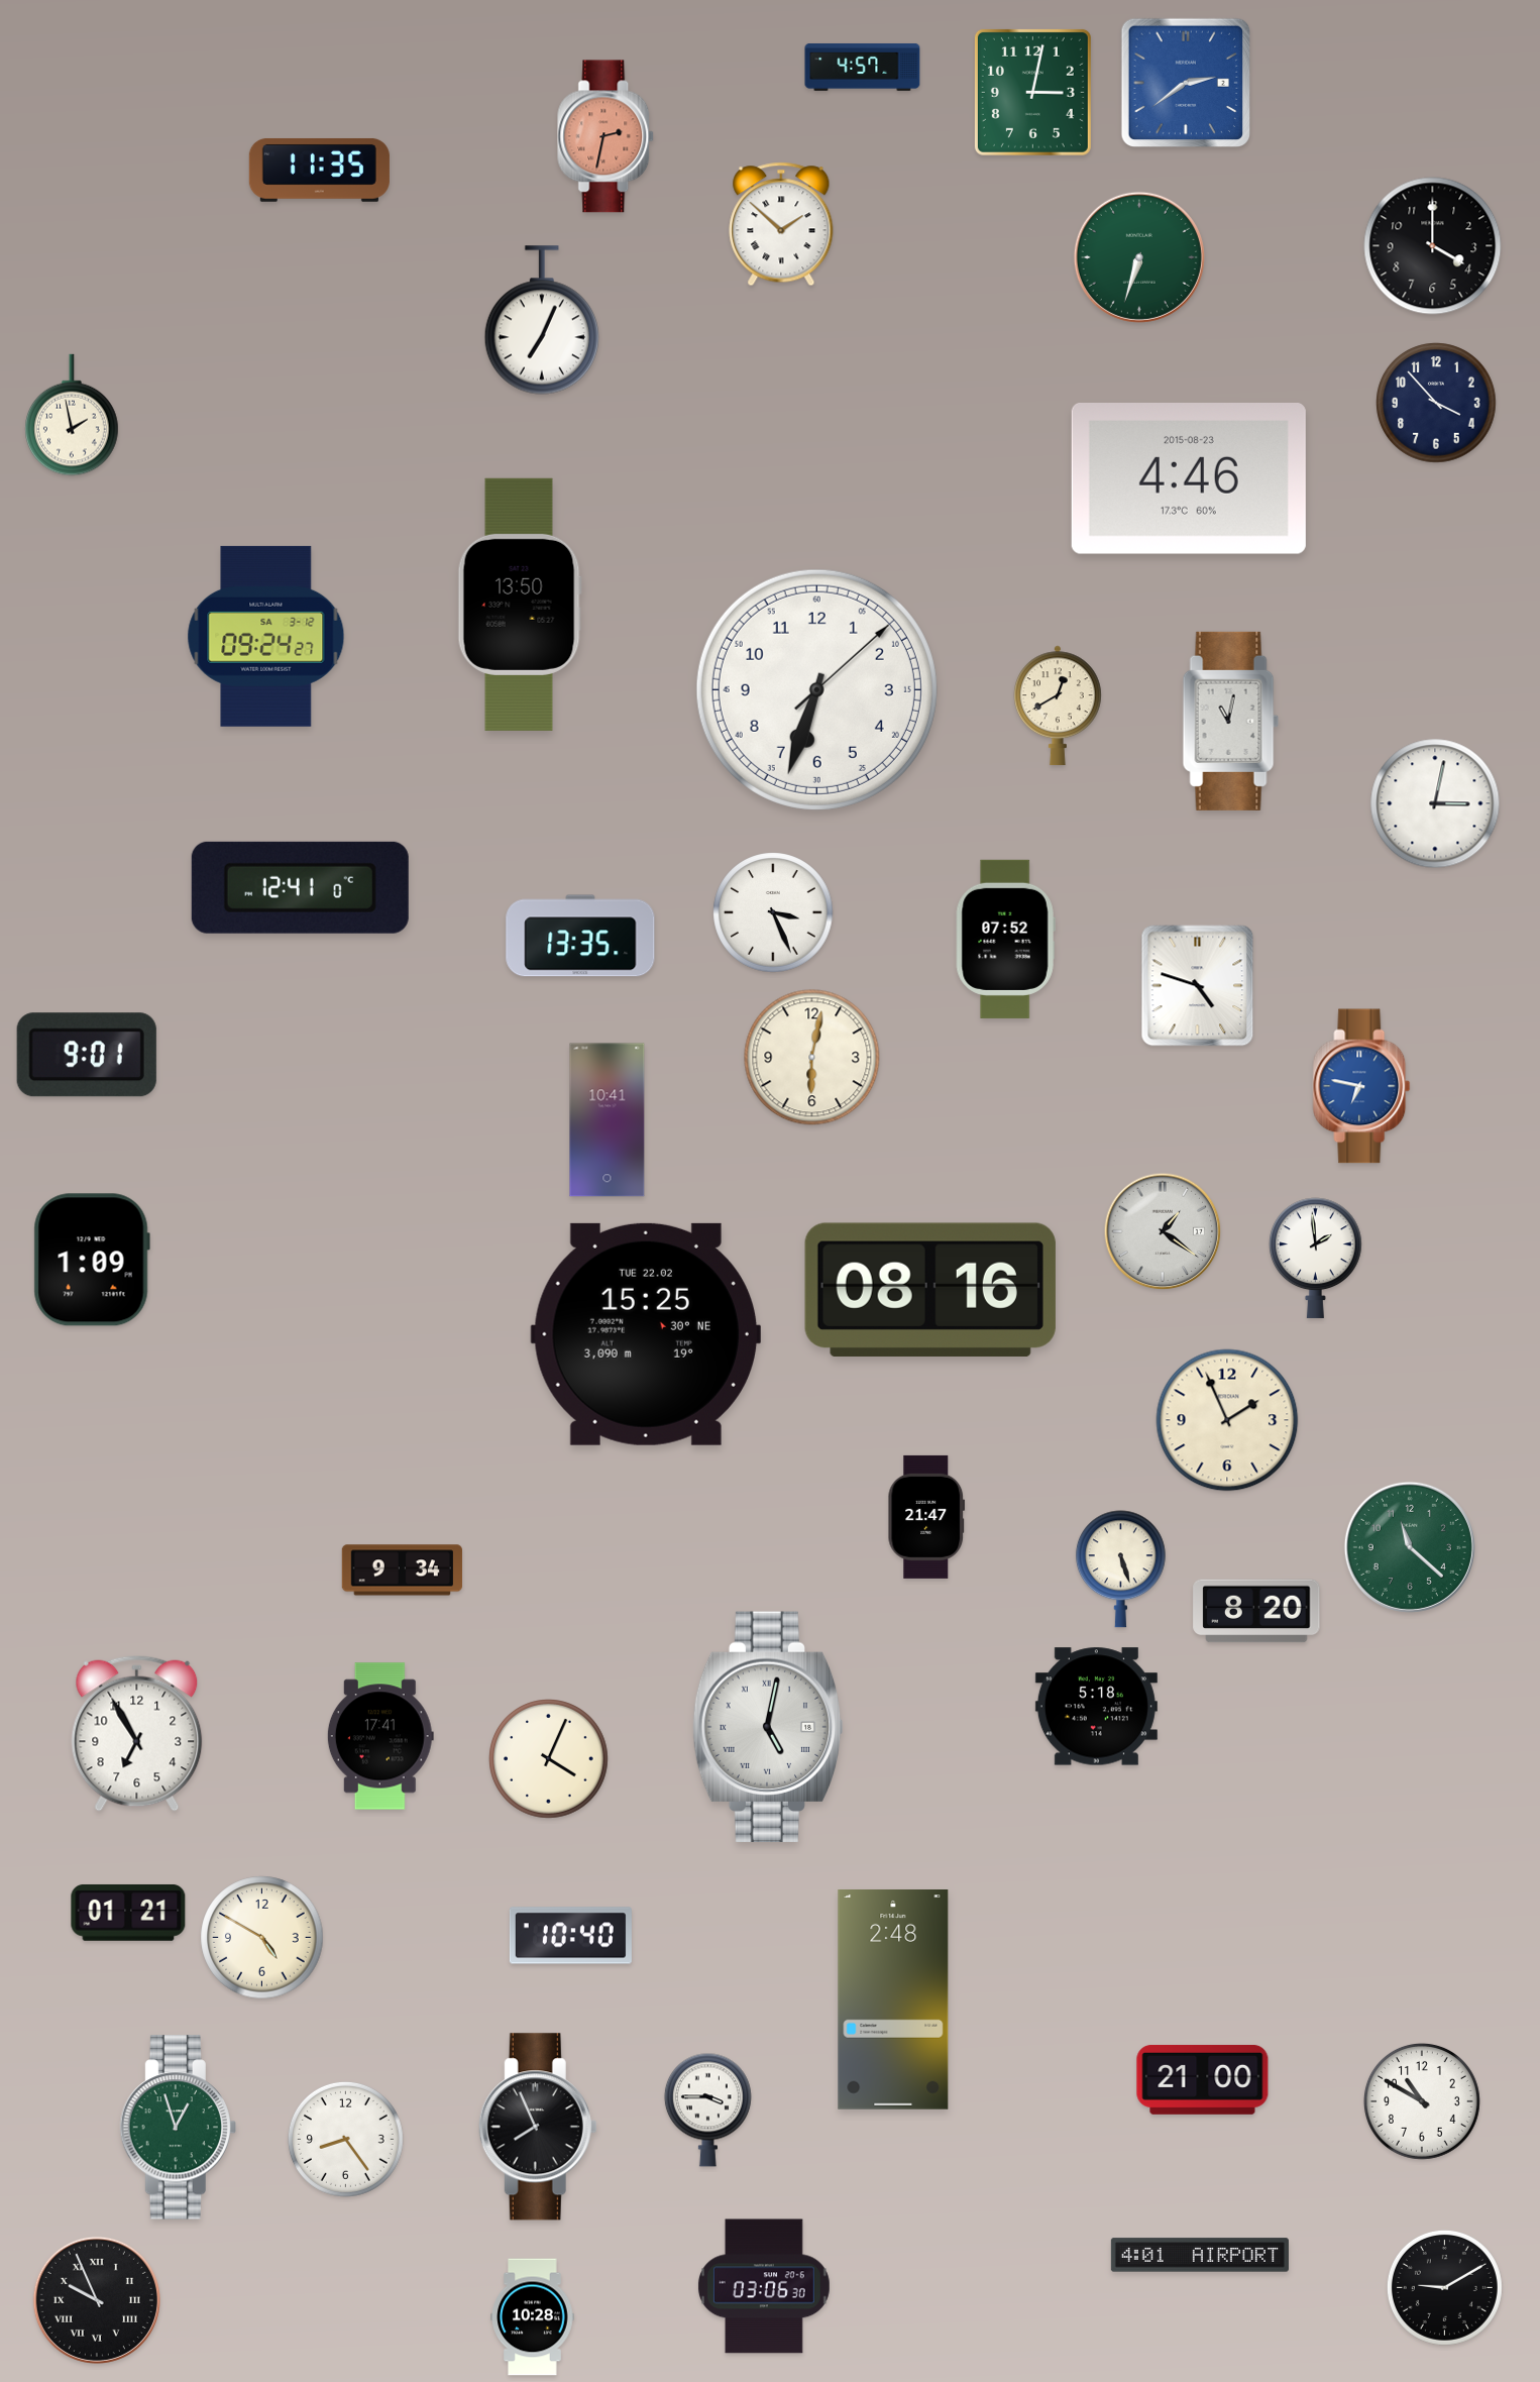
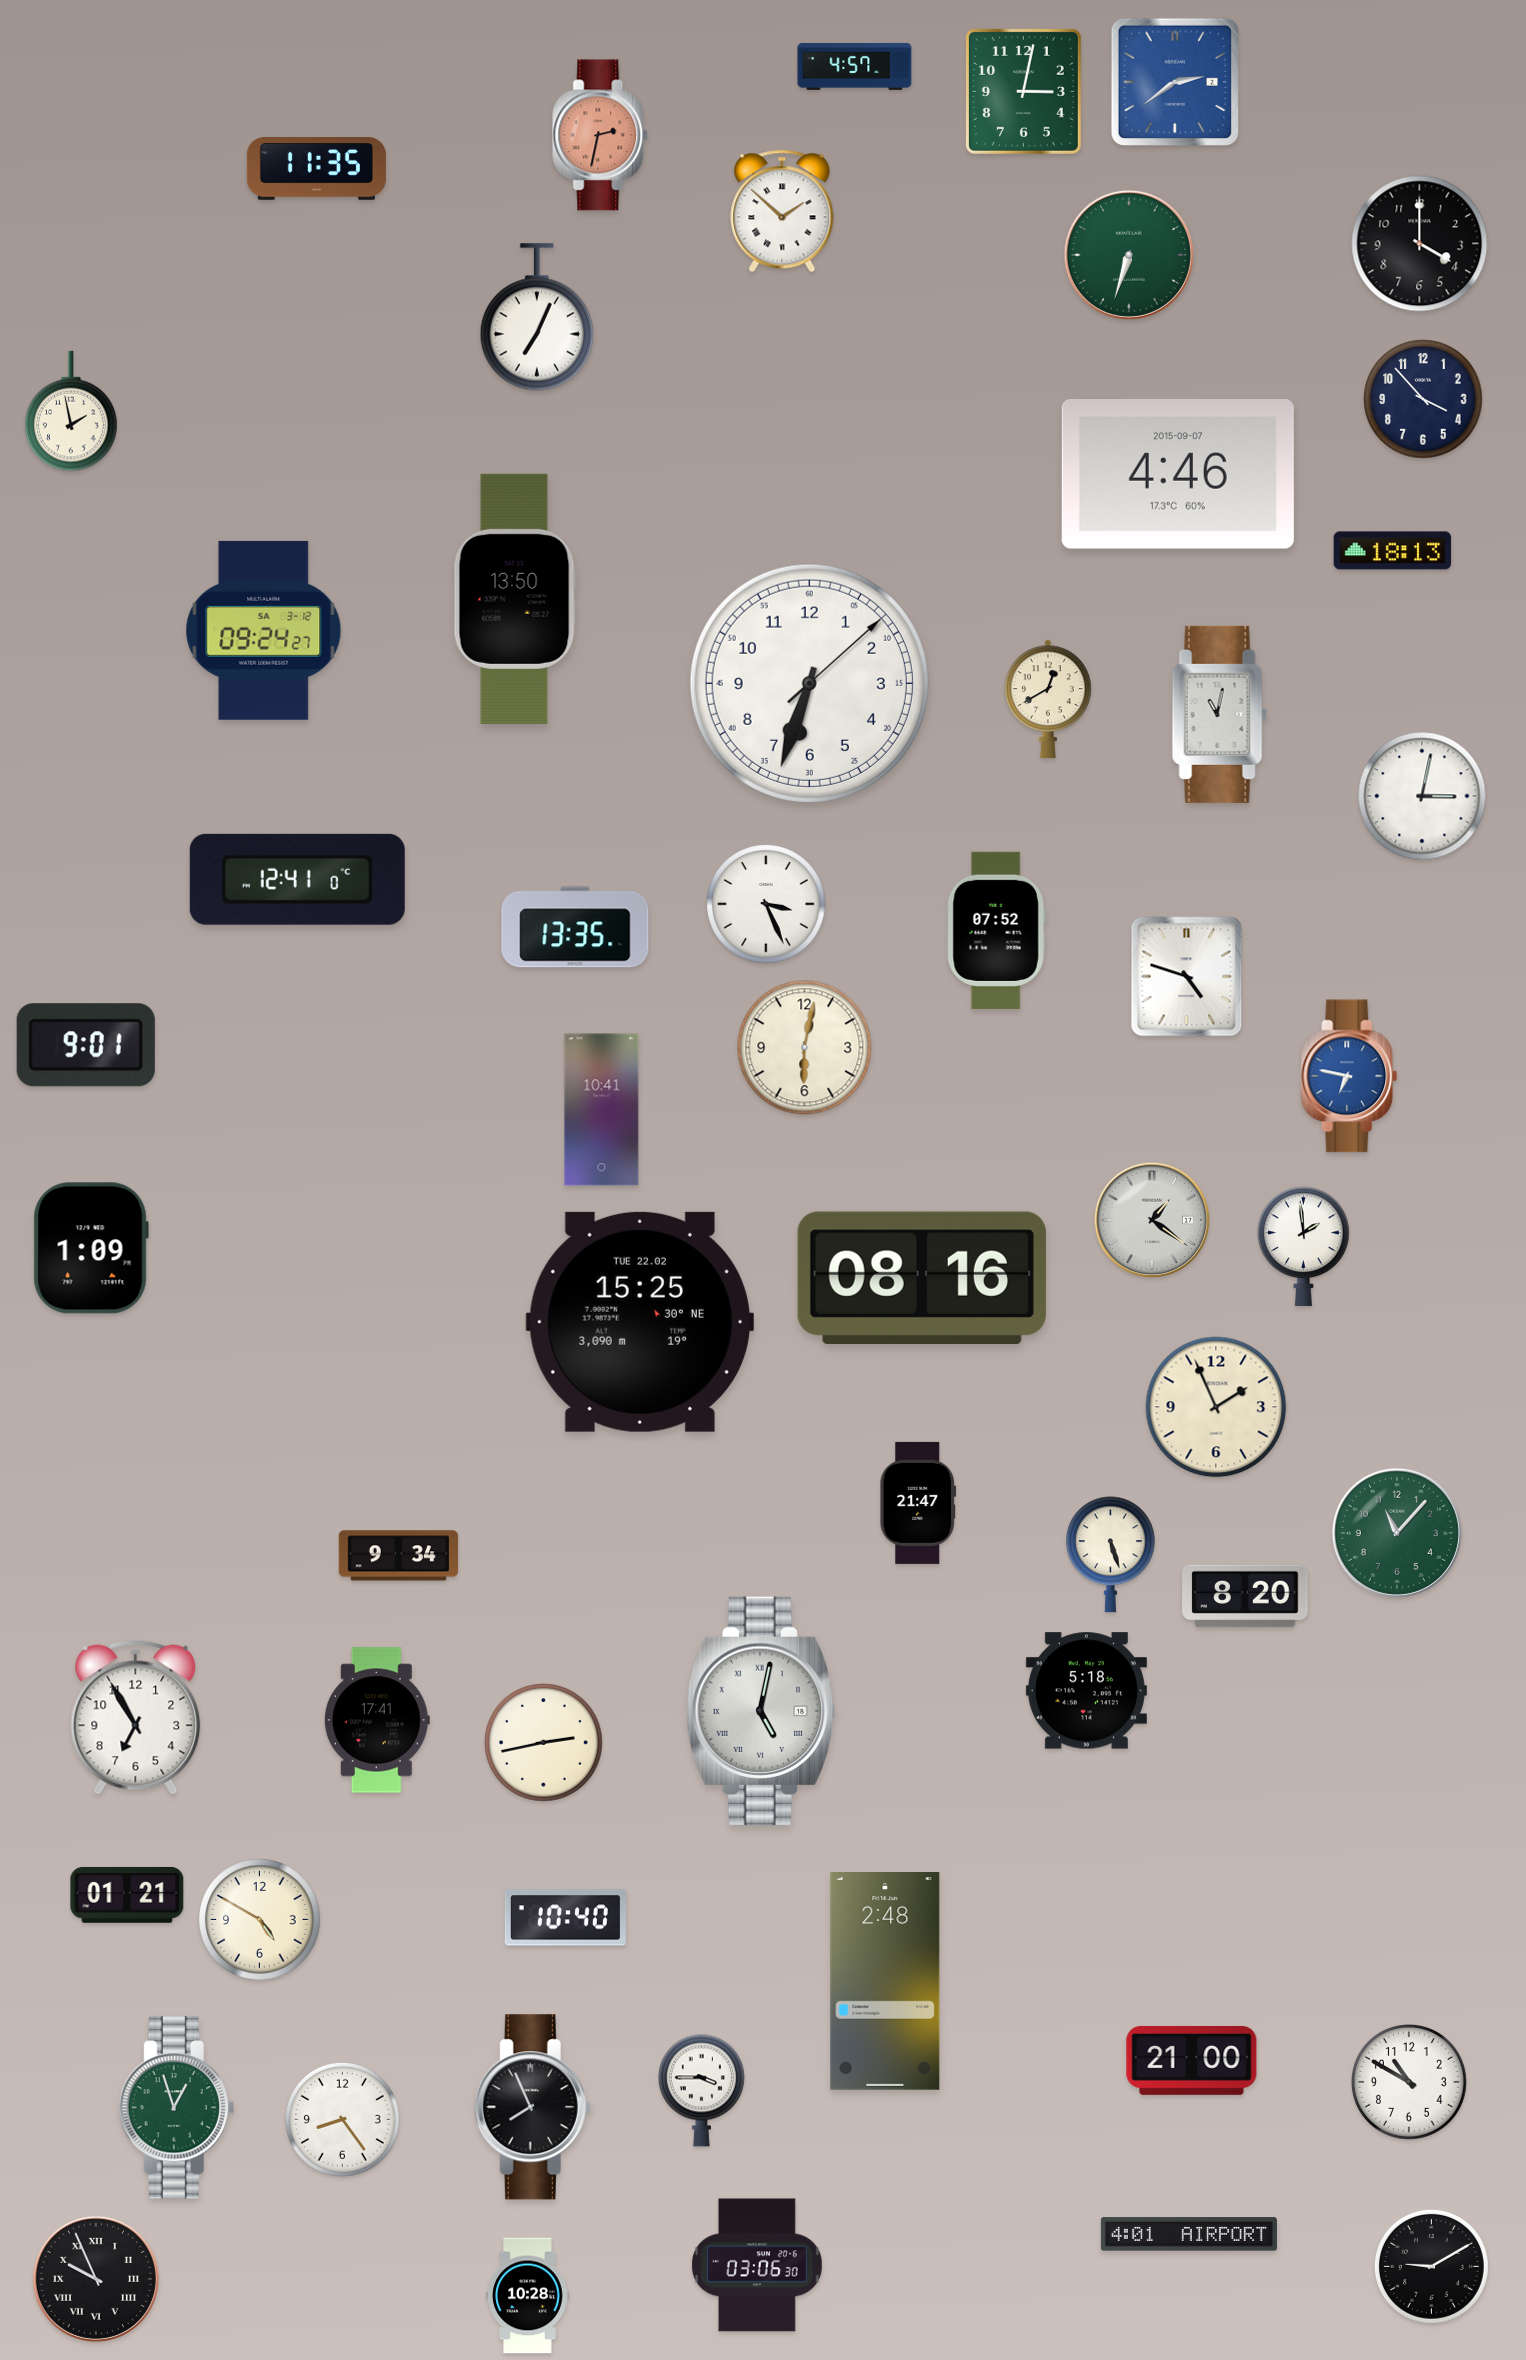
clock at (781, 224) position: (781, 224) -> (782, 211)
clock at (1189, 479) date: 2015-08-23 -> 2015-09-07
clock at (1393, 551): none -> 18:13
clock at (1410, 1547): 11:22 -> 11:07
clock at (549, 1759): 4:04 -> 2:43
